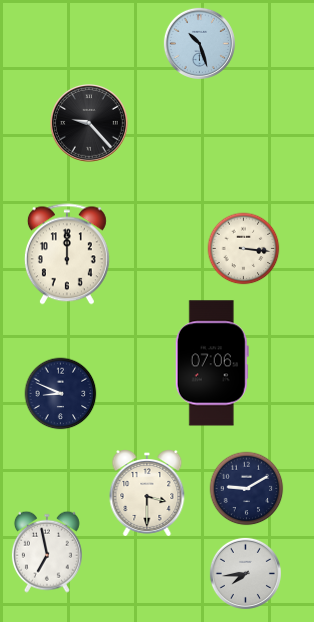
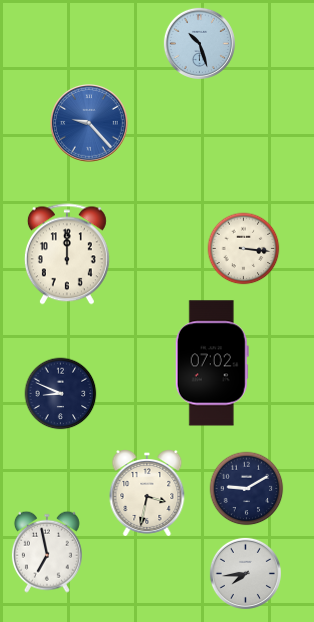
clock at (90, 124) dial: black -> blue
clock at (212, 363): 07:06 -> 07:02
clock at (147, 493): 3:30 -> 3:32
